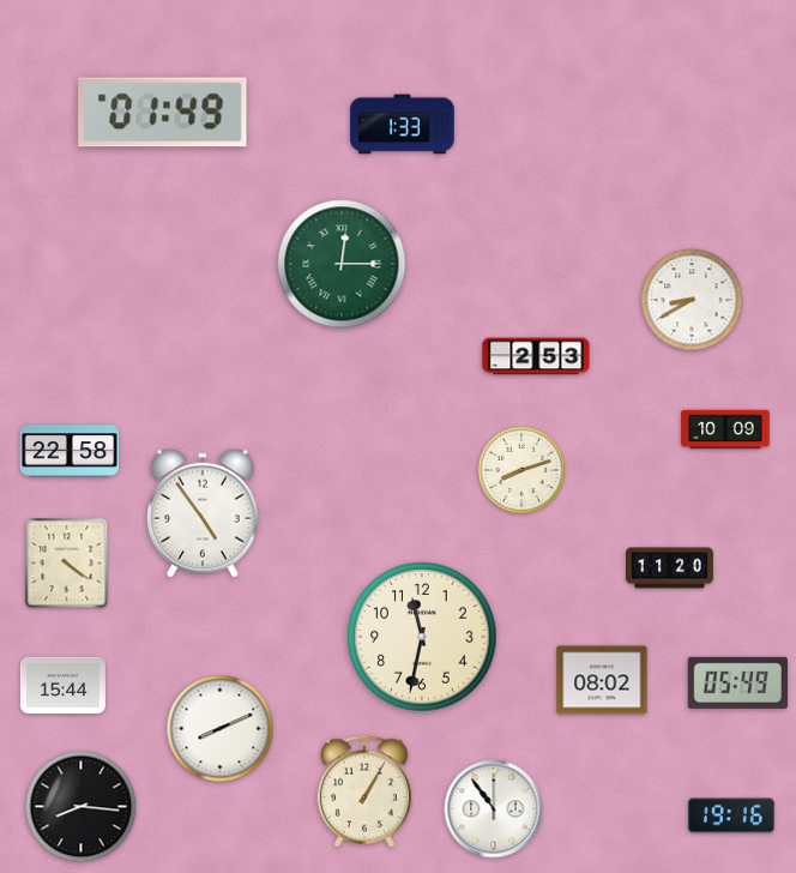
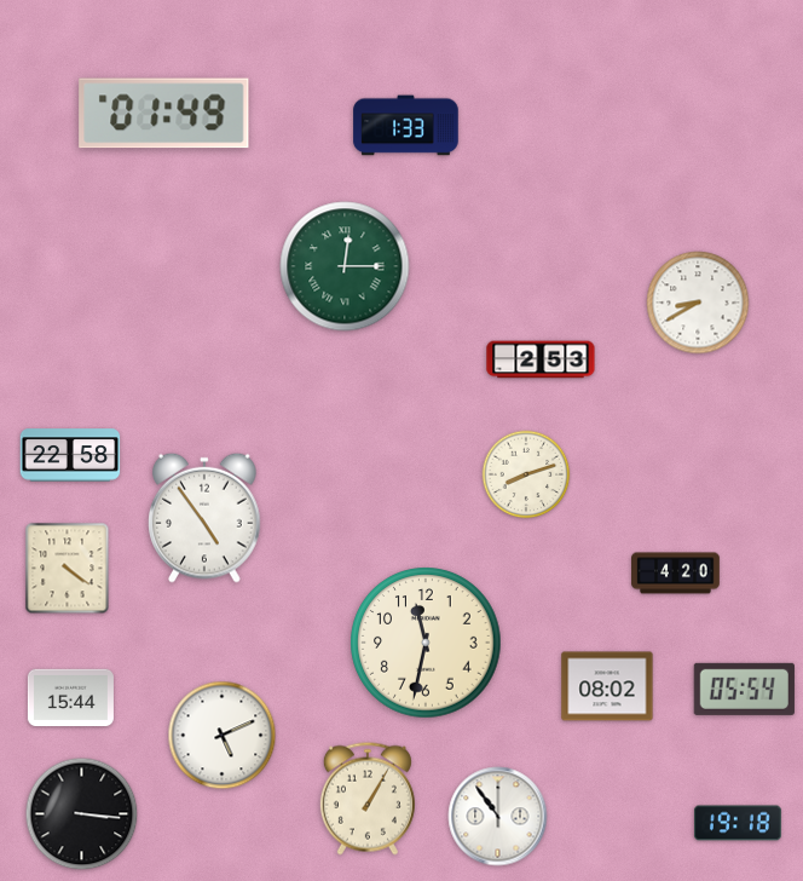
clock at (725, 429): 10:09 -> none
clock at (670, 568): 11:20 -> 4:20
clock at (737, 682): 05:49 -> 05:54
clock at (62, 686) position: (62, 686) -> (70, 698)
clock at (221, 729): 8:11 -> 5:11
clock at (82, 807): 8:16 -> 3:16
clock at (731, 815): 19:16 -> 19:18
